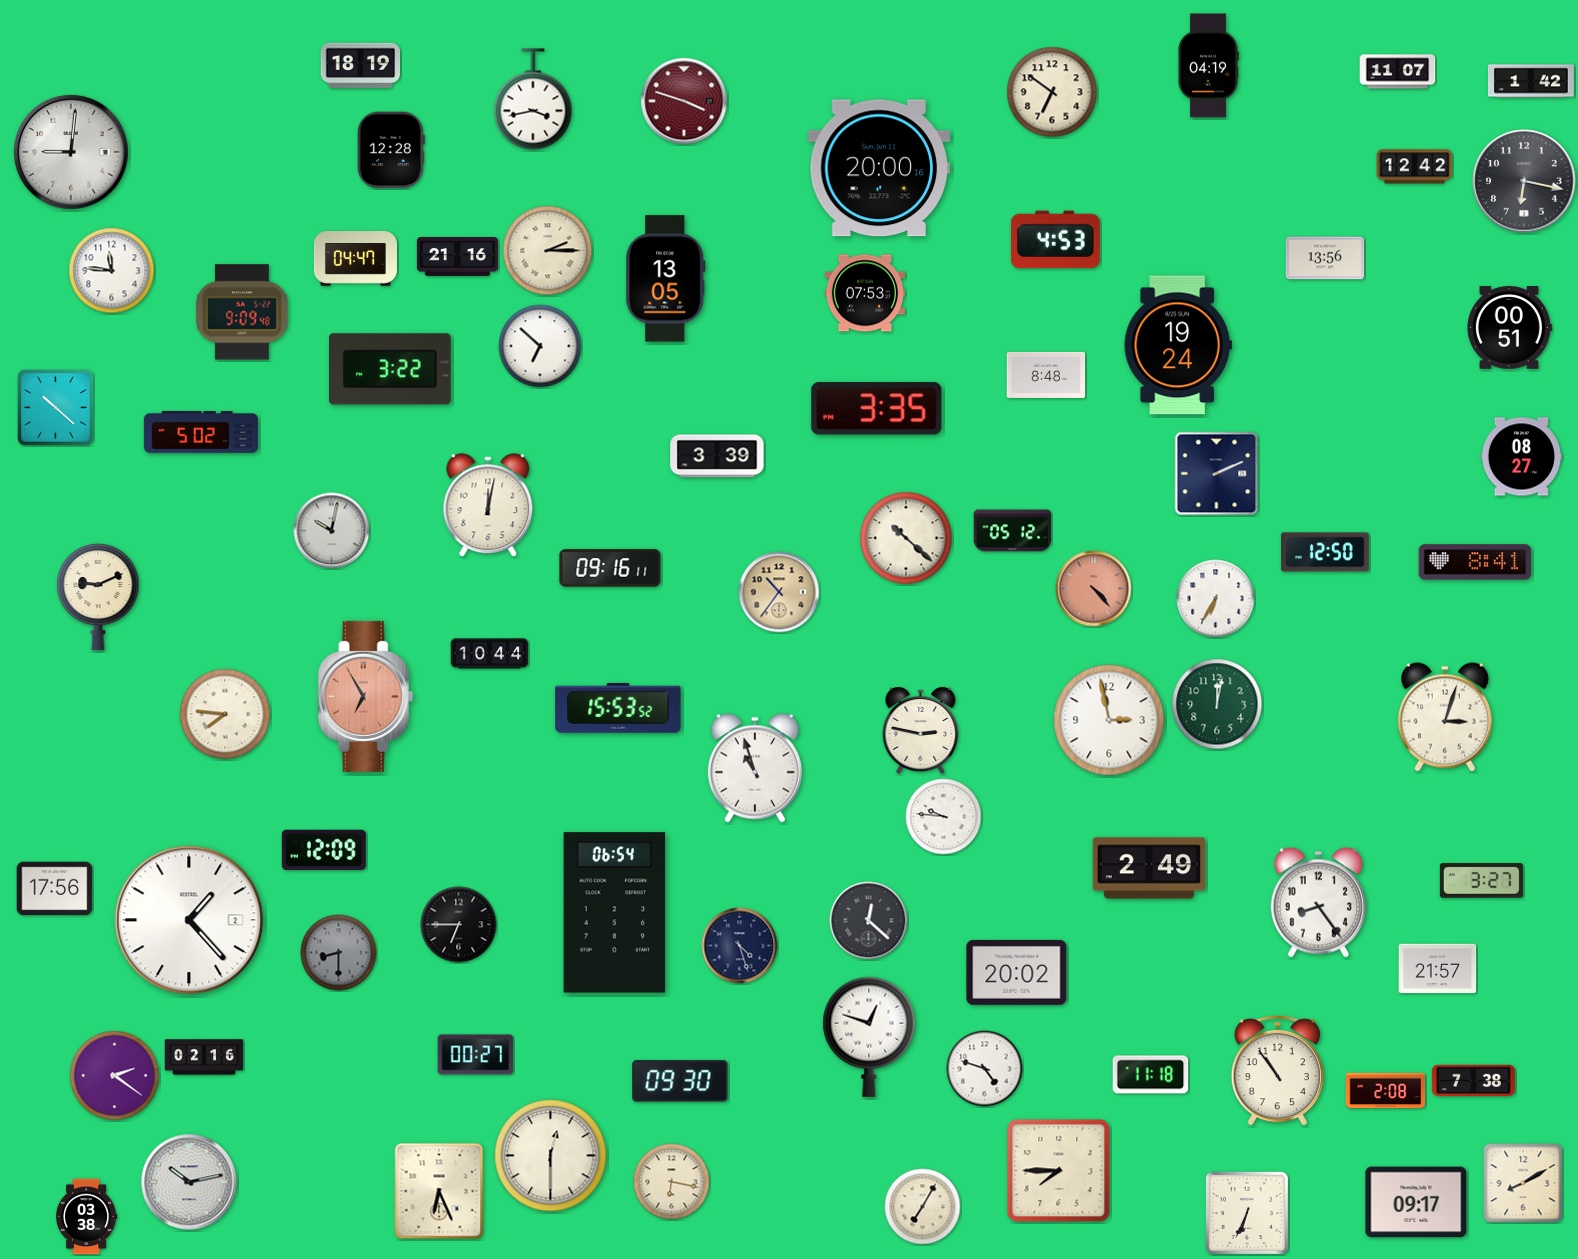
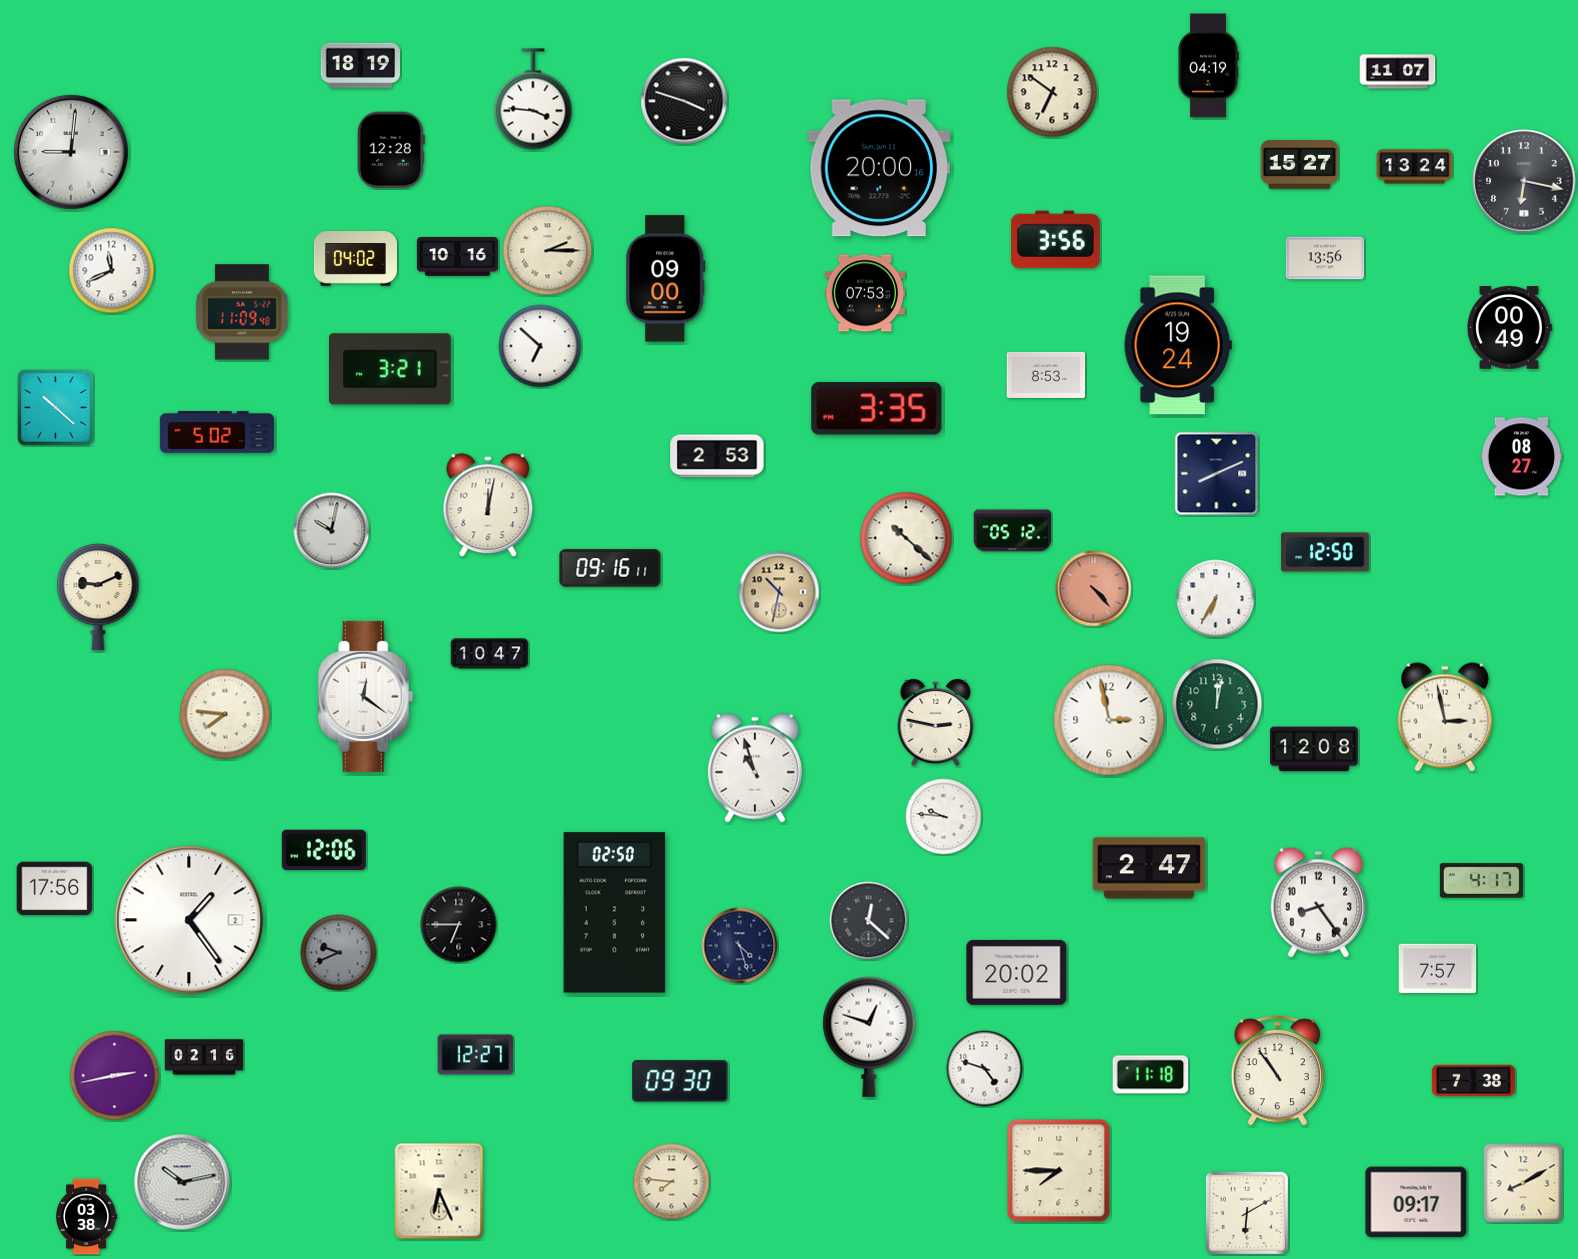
clock at (1531, 81): 1:42 -> none
clock at (533, 99): 3:43 -> 3:46
clock at (684, 101) dial: burgundy -> black
clock at (1300, 165): none -> 15:27
clock at (1415, 167): 12:42 -> 13:24
clock at (1056, 240): 4:53 -> 3:56
clock at (457, 257): 21:16 -> 10:16
clock at (355, 259): 04:47 -> 04:02
clock at (112, 271): 11:46 -> 11:41
clock at (666, 279): 13:05 -> 09:00
clock at (242, 312): 9:09 -> 11:09
clock at (1509, 328): 00:51 -> 00:49
clock at (391, 369): 3:22 -> 3:21
clock at (1046, 375): 8:48 -> 8:53
clock at (200, 433) position: (200, 433) -> (216, 433)
clock at (717, 456): 3:39 -> 2:53
clock at (1217, 474): 2:11 -> 8:11
clock at (1475, 562): 8:41 -> none
clock at (779, 592): 10:36 -> 10:32
clock at (490, 654): 10:44 -> 10:47
clock at (366, 696): 6:55 -> 12:21
clock at (366, 696) dial: salmon -> white
clock at (618, 708): 15:53 -> none
clock at (1445, 717): 3:03 -> 2:58
clock at (921, 730) position: (921, 730) -> (936, 722)
clock at (1314, 749): none -> 12:08
clock at (324, 850): 12:09 -> 12:06
clock at (1149, 868): 2:49 -> 2:47
clock at (1481, 881): 3:27 -> 4:17
clock at (615, 913): 06:54 -> 02:50
clock at (189, 920): 1:23 -> 1:24
clock at (339, 953): 8:30 -> 9:41
clock at (1438, 969): 21:57 -> 7:57
clock at (476, 1055): 00:27 -> 12:27
clock at (115, 1076): 2:21 -> 2:43
clock at (1386, 1091): 2:08 -> none
clock at (551, 1156): 12:30 -> none
clock at (189, 1182) position: (189, 1182) -> (182, 1182)
clock at (672, 1182): 6:17 -> 7:46
clock at (923, 1207): 7:05 -> none
clock at (1247, 1213): 6:34 -> 6:10
